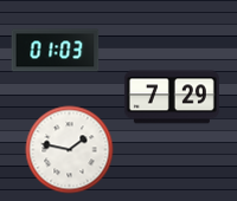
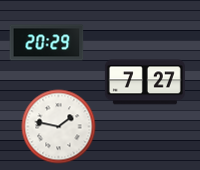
clock at (56, 51): 01:03 -> 20:29
clock at (172, 97): 7:29 -> 7:27
